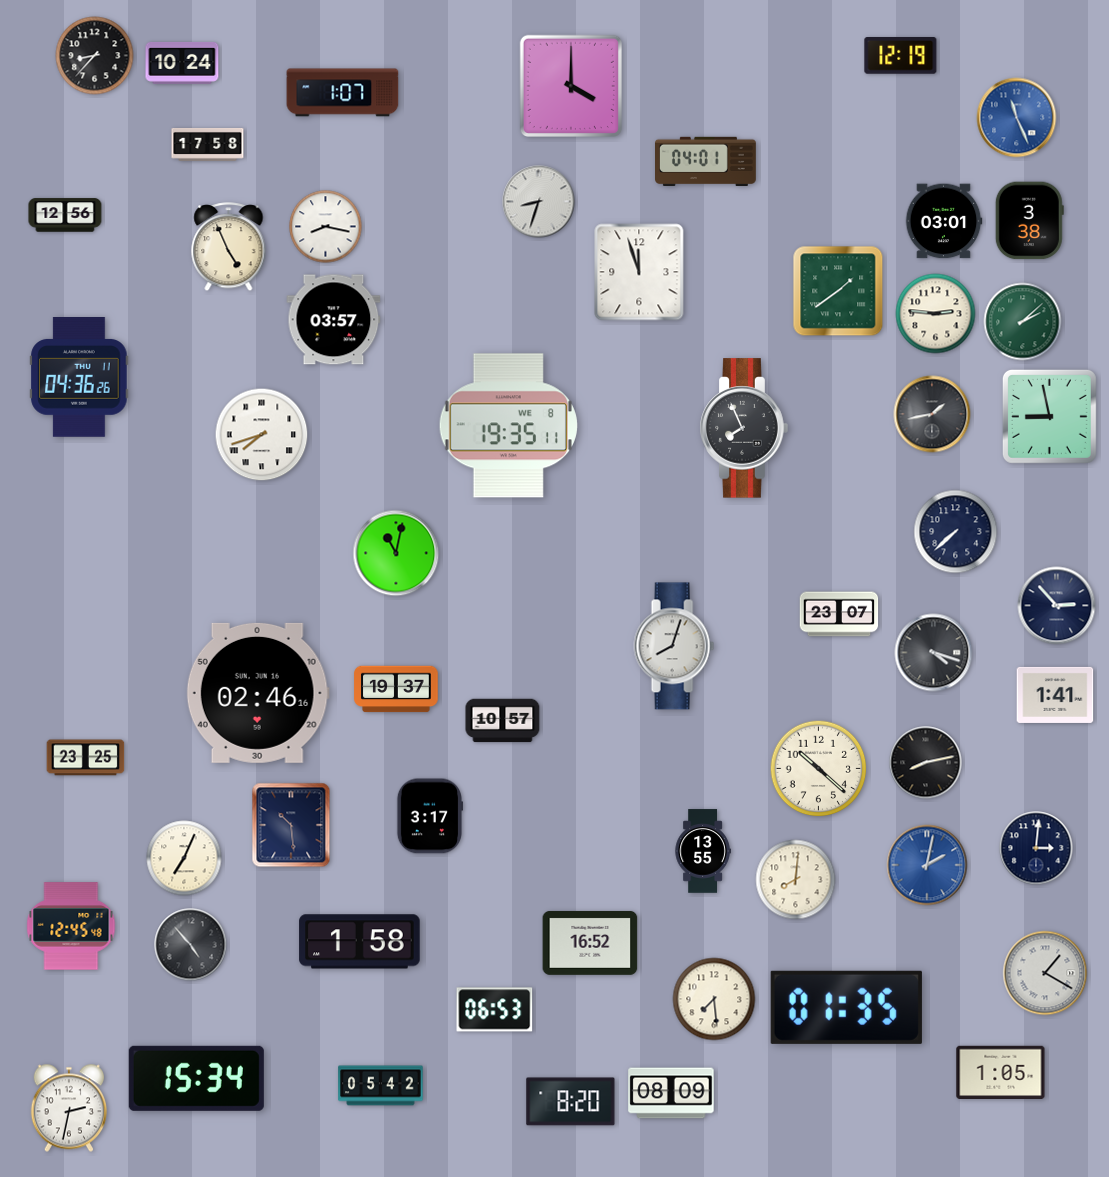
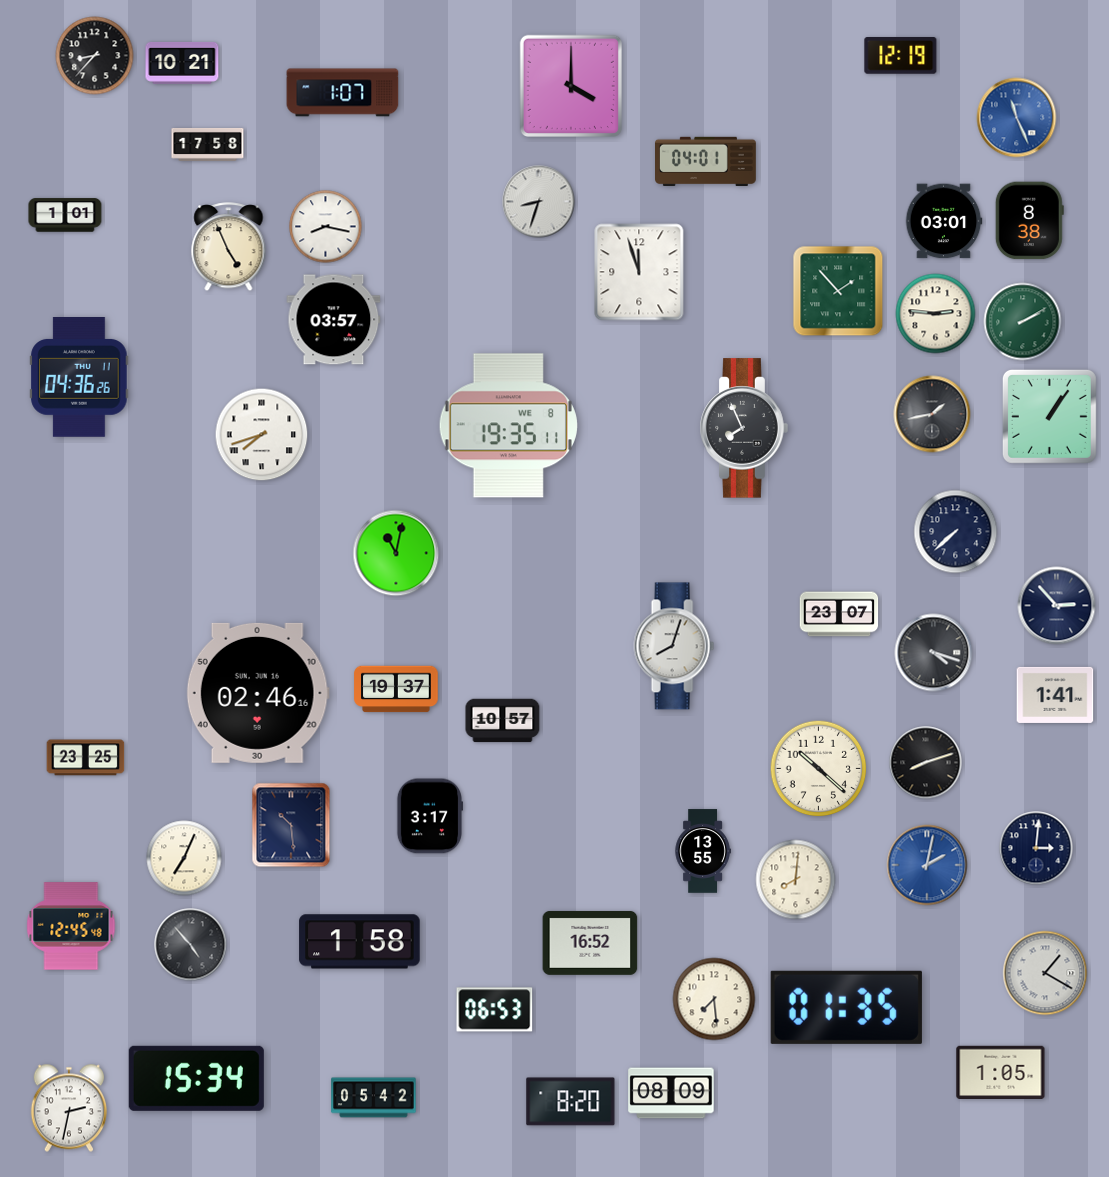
clock at (182, 63): 10:24 -> 10:21
clock at (65, 215): 12:56 -> 1:01
clock at (1029, 221): 3:38 -> 8:38
clock at (838, 291): 1:39 -> 1:53
clock at (1023, 322): 2:08 -> 2:10
clock at (1049, 416): 8:58 -> 1:06
clock at (926, 763): 8:13 -> 8:12
clock at (381, 1086) position: (381, 1086) -> (374, 1098)
